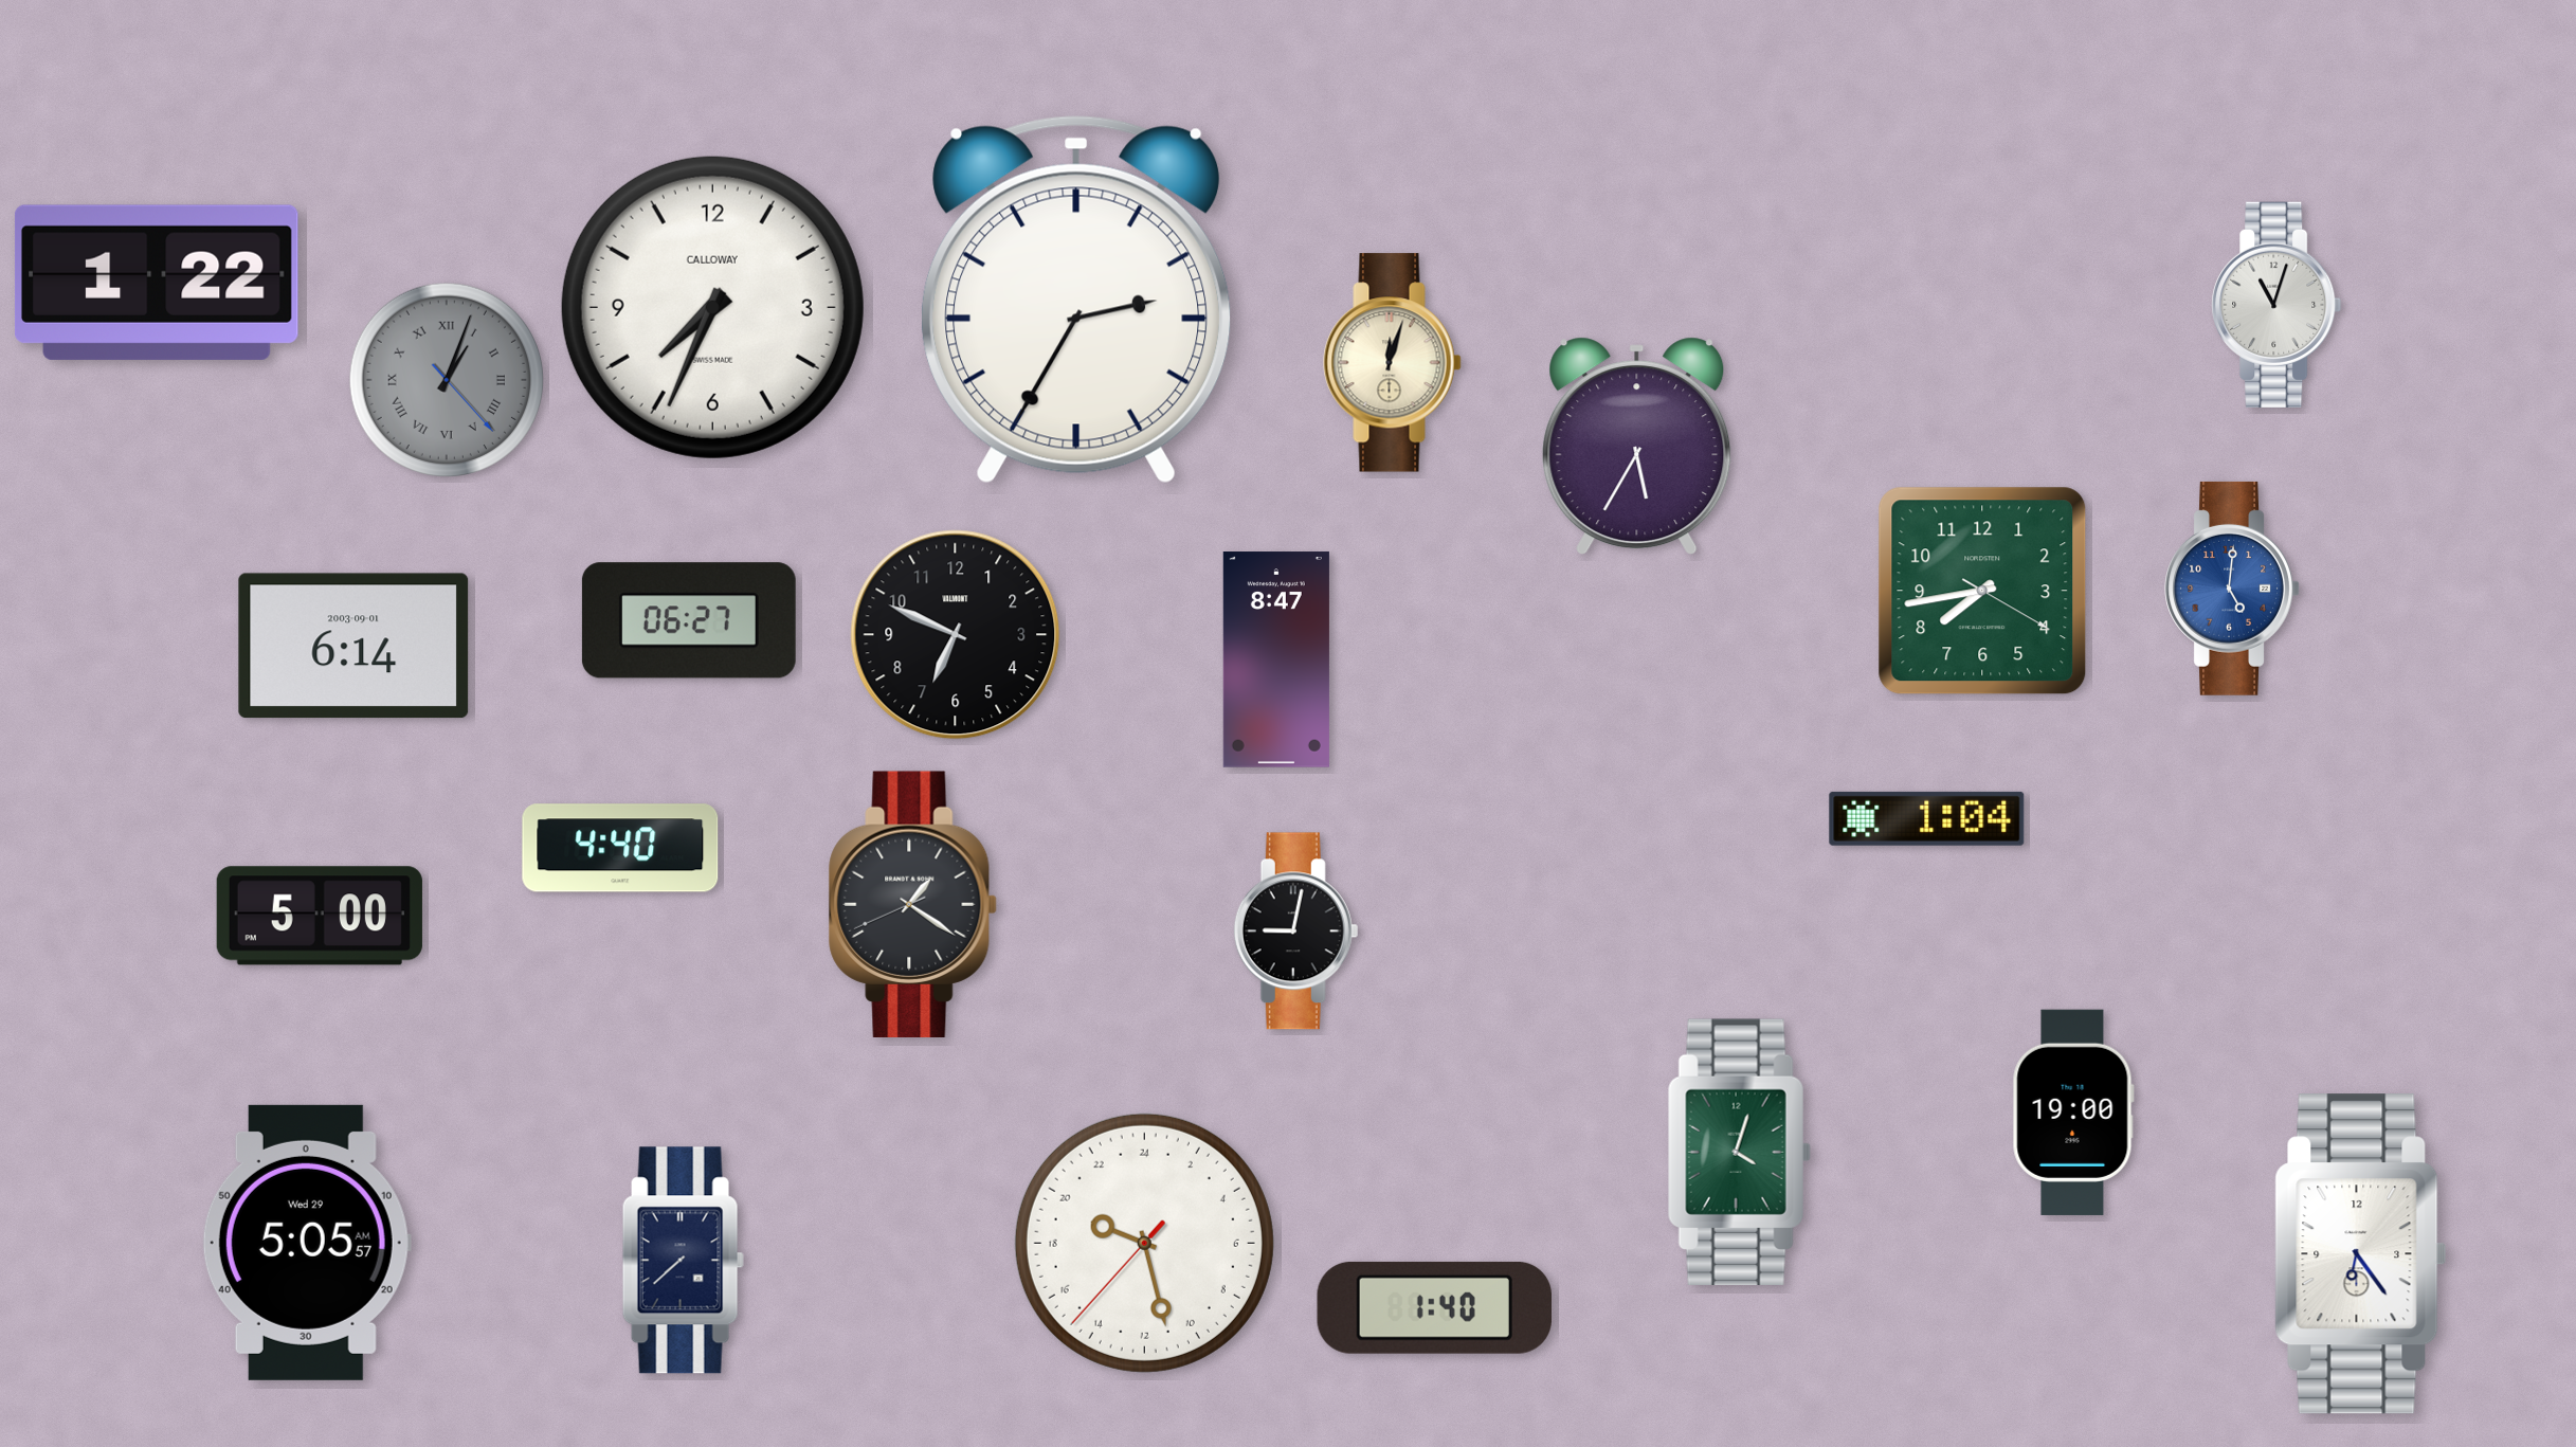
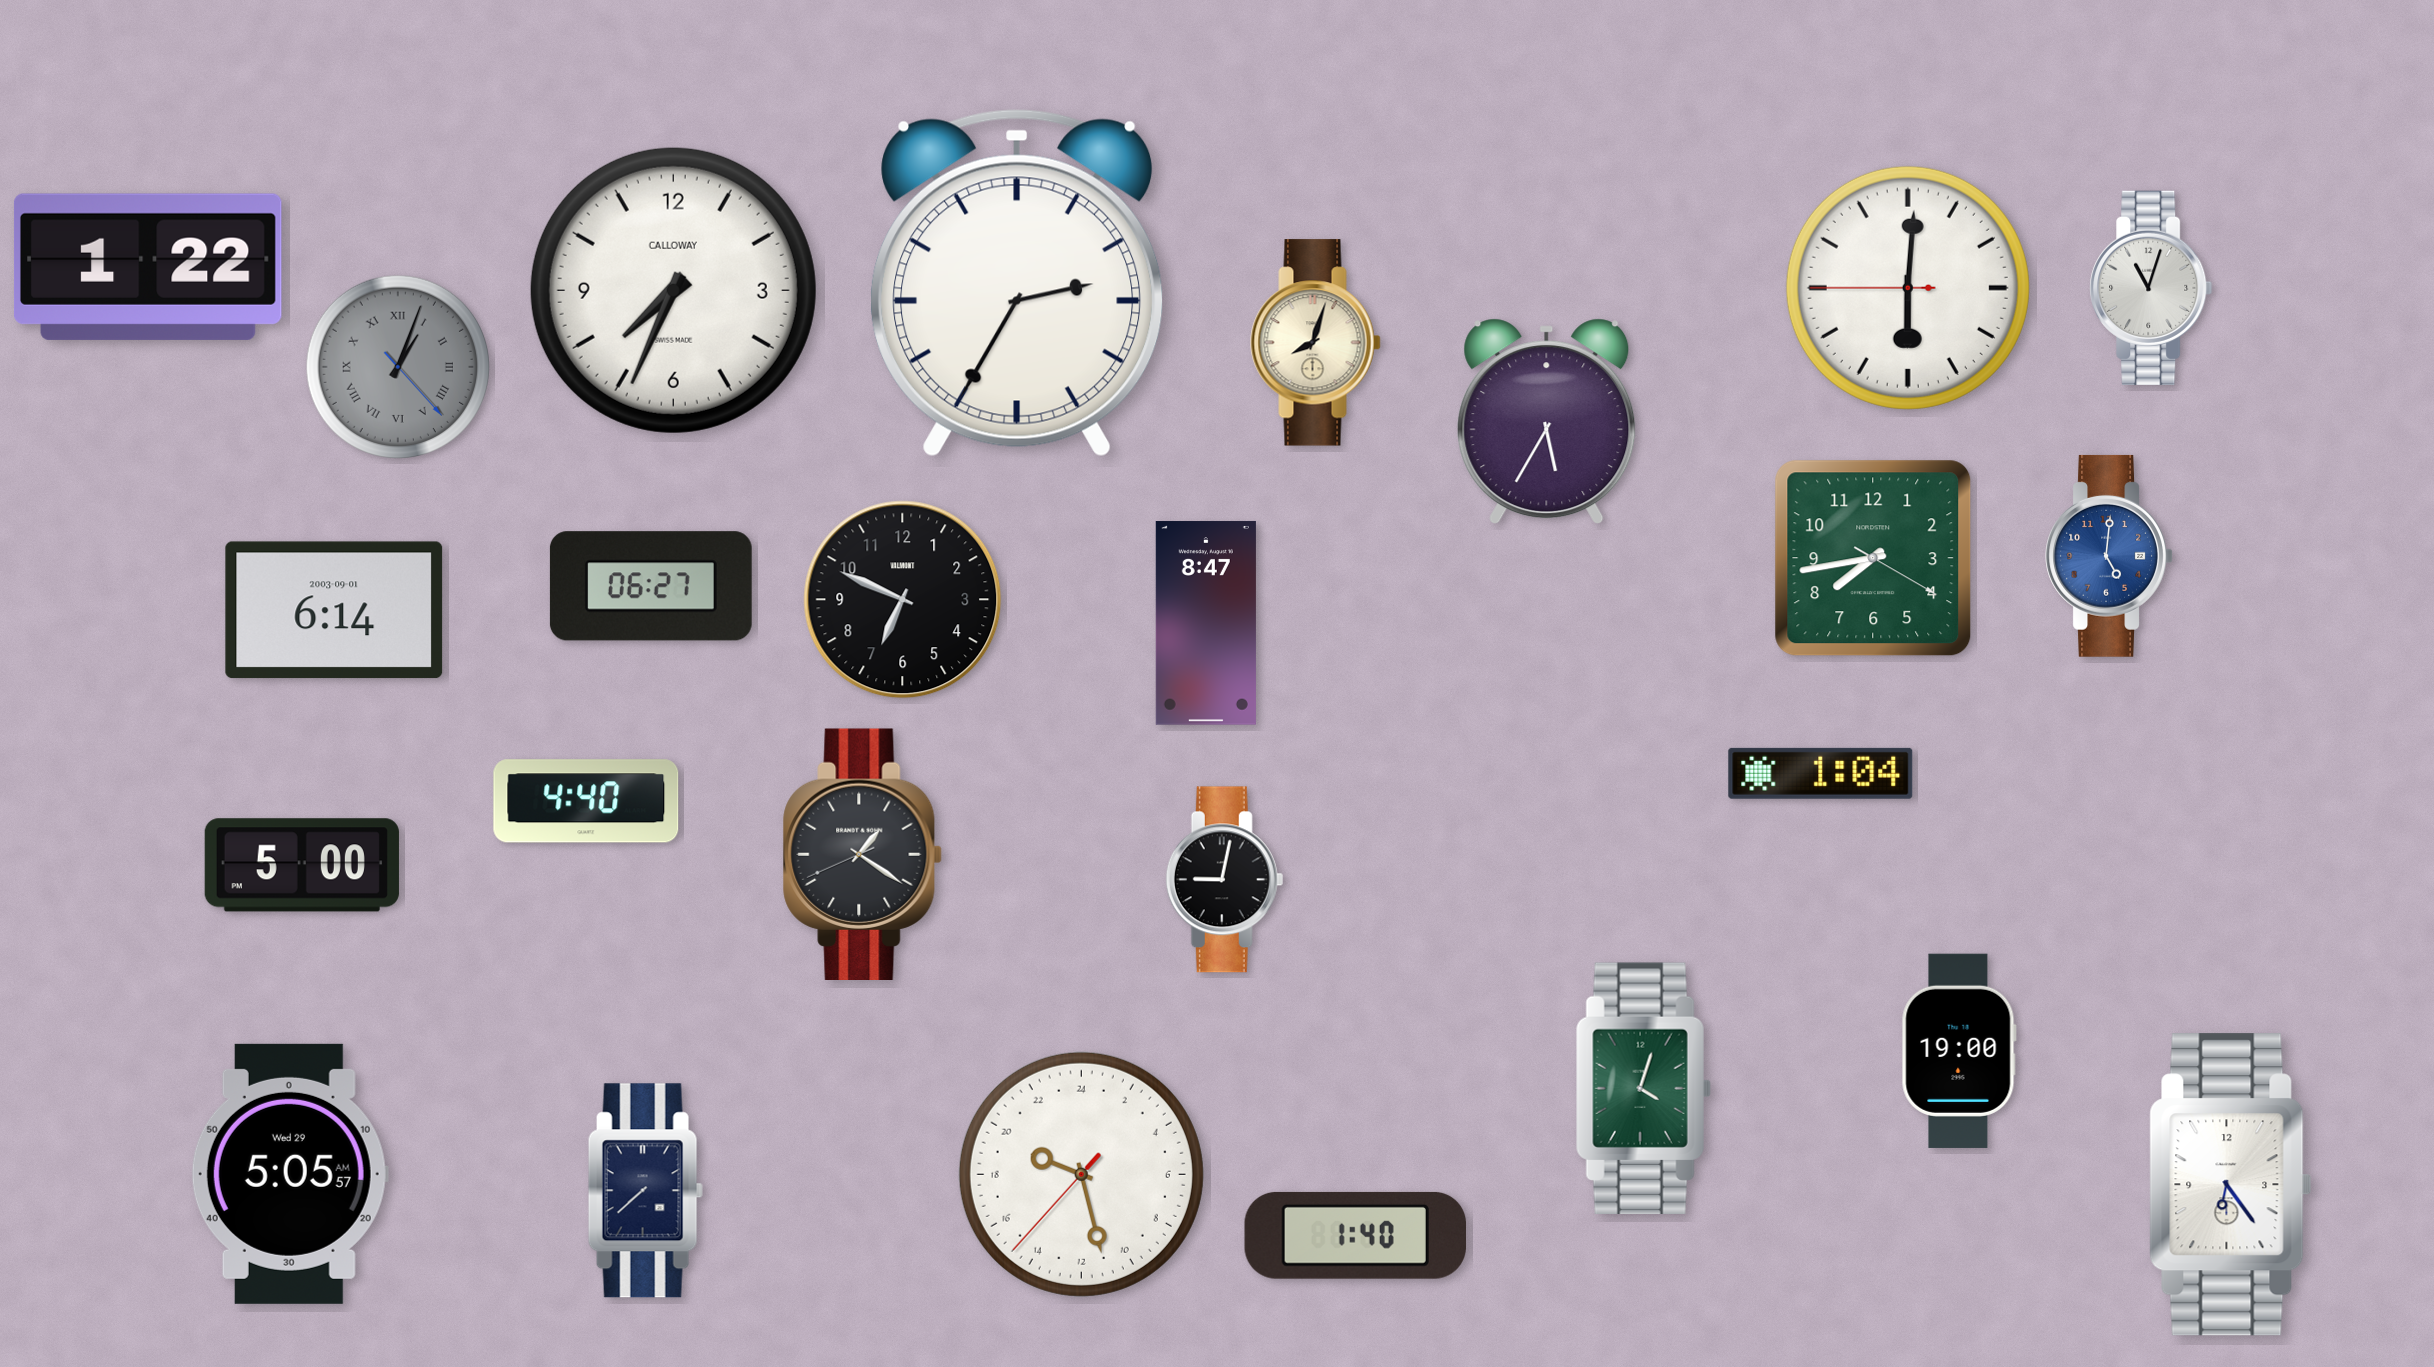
clock at (1908, 288): none -> 6:00
clock at (1393, 363): 12:03 -> 8:03
clock at (446, 379) position: (446, 379) -> (397, 366)
